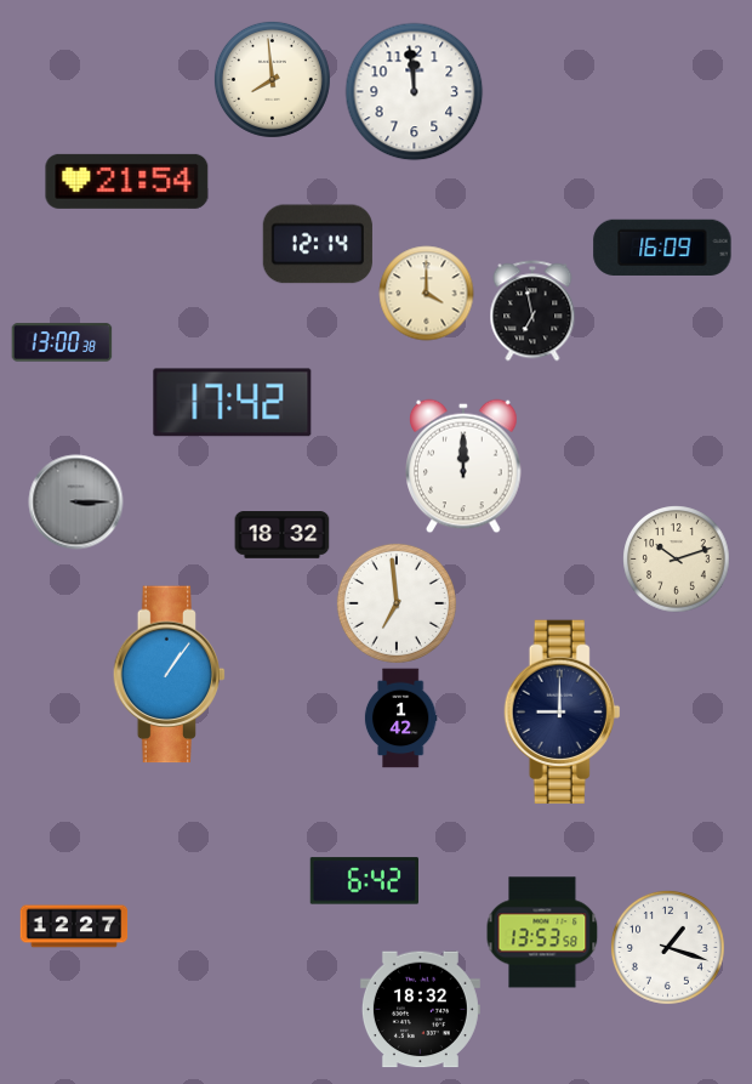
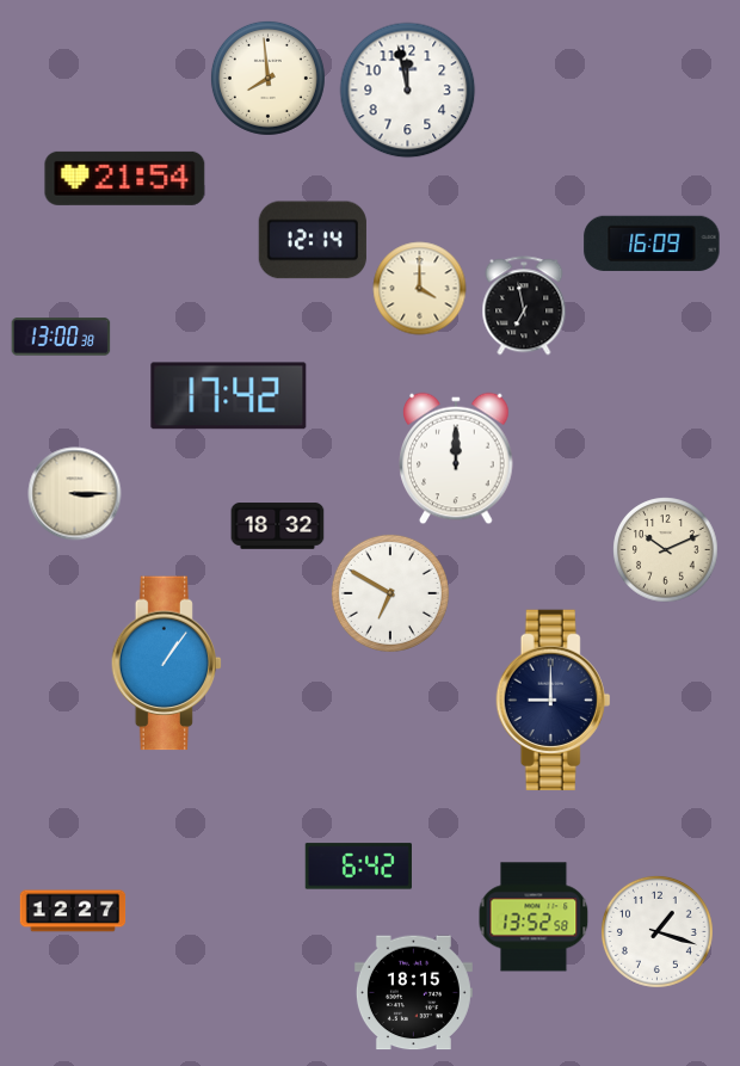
clock at (414, 91): 11:59 -> 11:58
clock at (75, 501) dial: grey -> cream
clock at (676, 558): 10:12 -> 10:11
clock at (397, 603): 6:59 -> 6:50
clock at (400, 717): 1:42 -> none
clock at (542, 932): 13:53 -> 13:52
clock at (420, 1010): 18:32 -> 18:15
